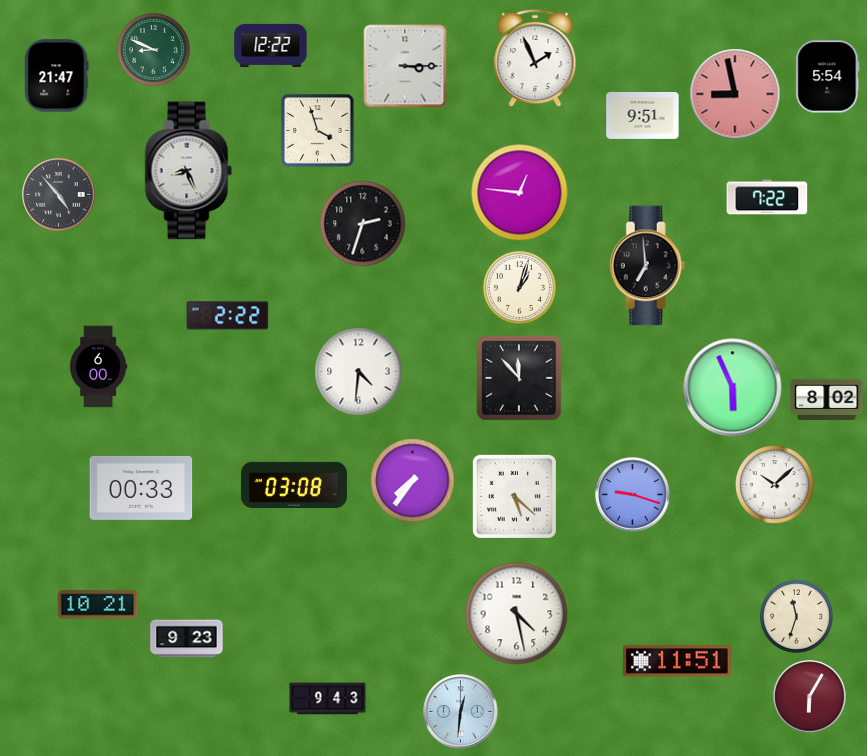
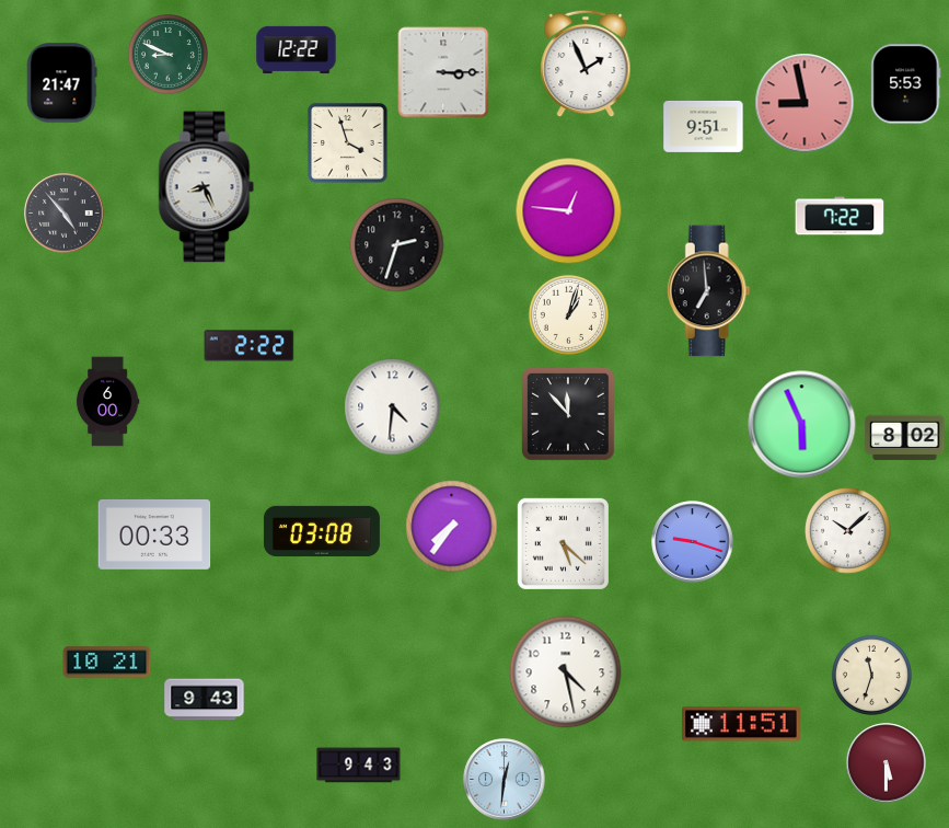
clock at (828, 77): 5:54 -> 5:53
clock at (187, 639): 9:23 -> 9:43
clock at (810, 697): 6:05 -> 5:30
